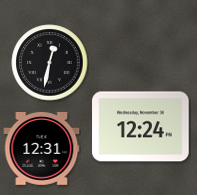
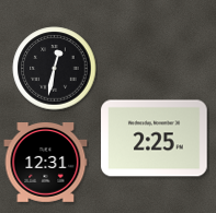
clock at (141, 127): 12:24 -> 2:25
